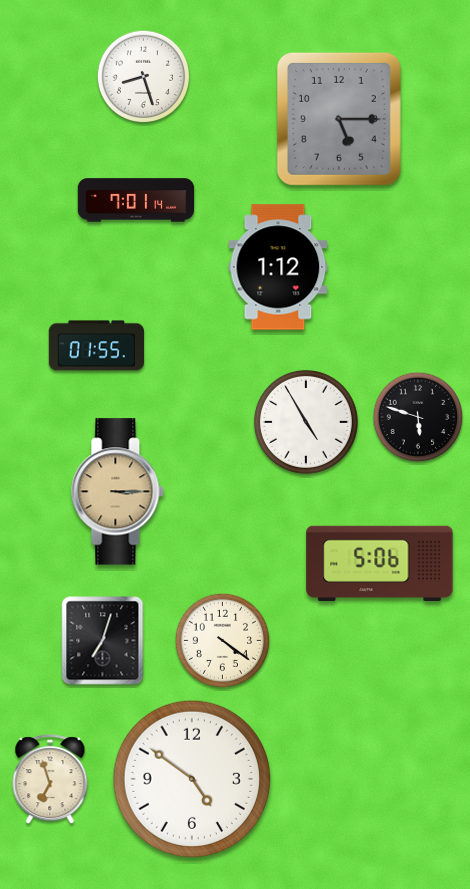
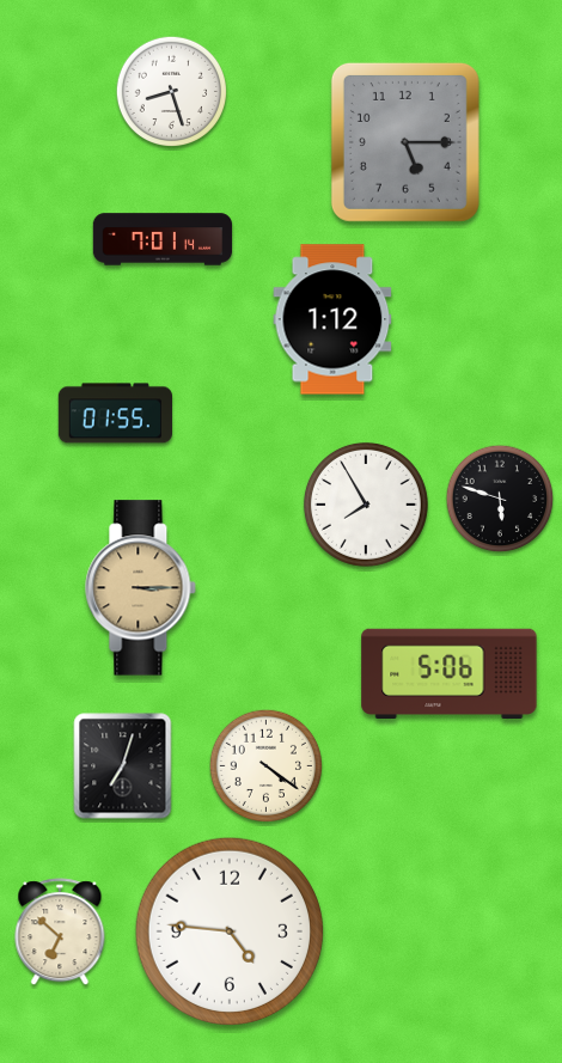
clock at (306, 422): 4:55 -> 7:55
clock at (380, 563) position: (380, 563) -> (450, 673)
clock at (192, 779): 4:51 -> 4:46
clock at (50, 780): 6:57 -> 6:52
